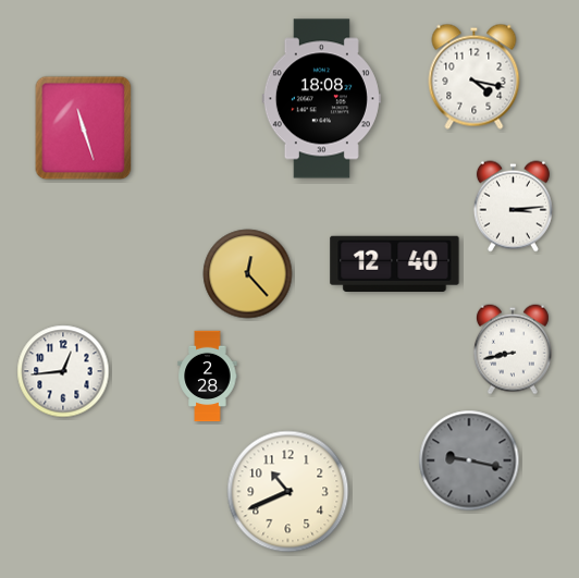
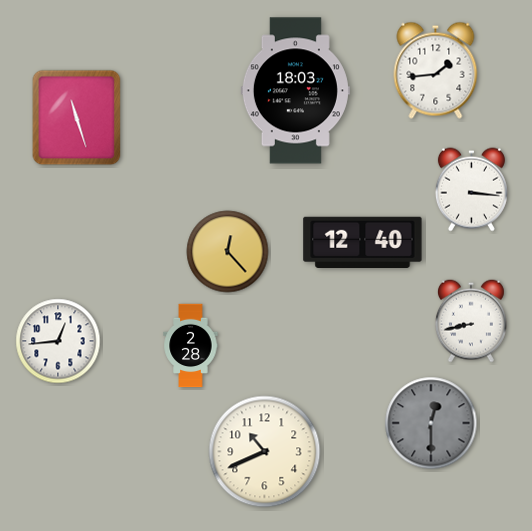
clock at (475, 76): 4:17 -> 1:44
clock at (321, 99): 18:08 -> 18:03
clock at (513, 207): 3:14 -> 3:16
clock at (469, 460): 9:17 -> 12:30
